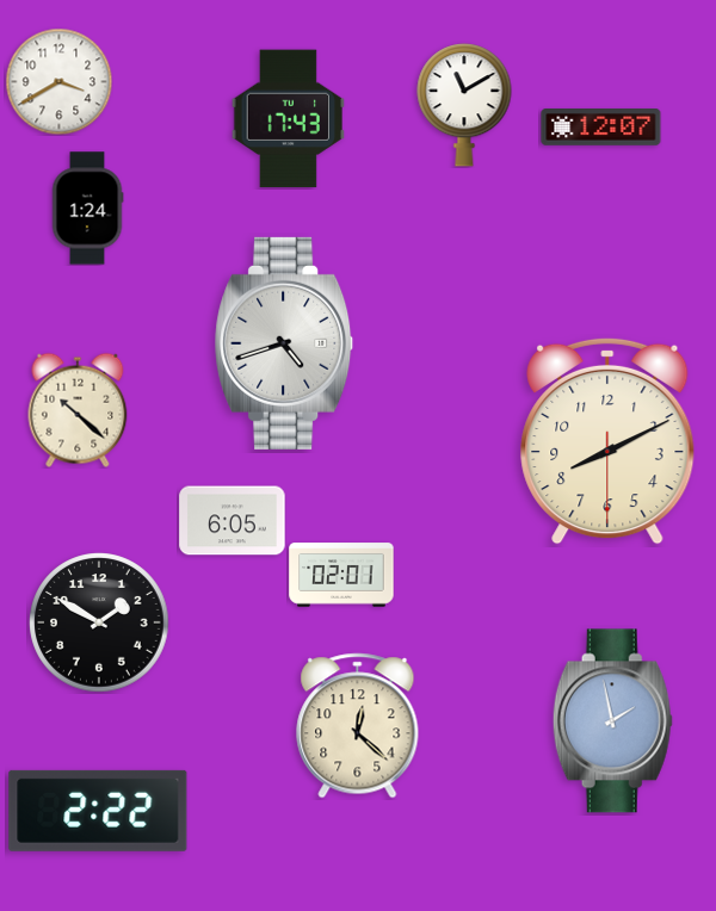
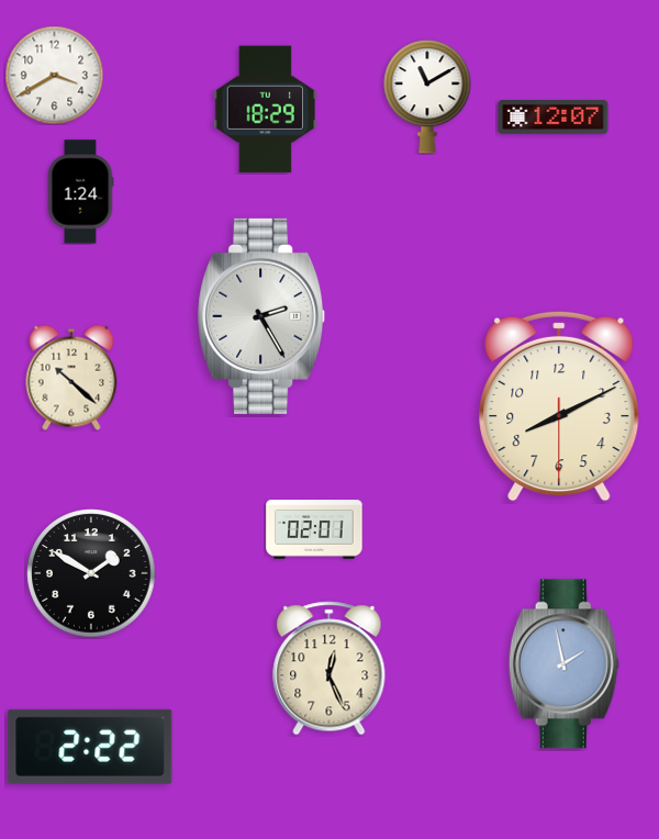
clock at (288, 119): 17:43 -> 18:29
clock at (284, 343): 4:42 -> 2:25
clock at (233, 521): 6:05 -> none
clock at (358, 726): 12:22 -> 12:26
